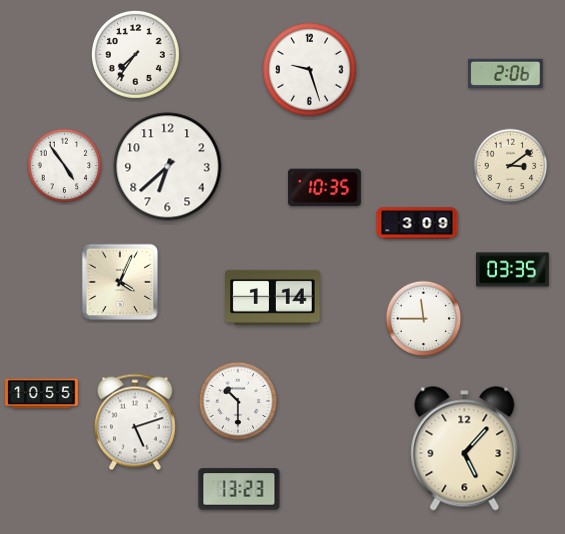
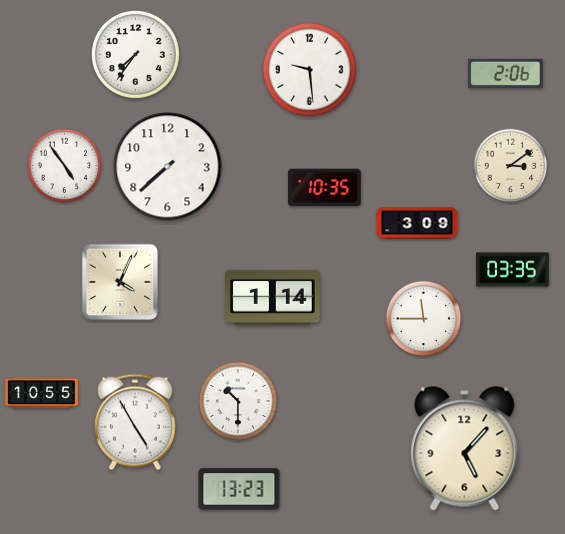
clock at (310, 70): 9:27 -> 9:29
clock at (168, 167): 6:38 -> 7:38
clock at (135, 422): 5:12 -> 4:55
